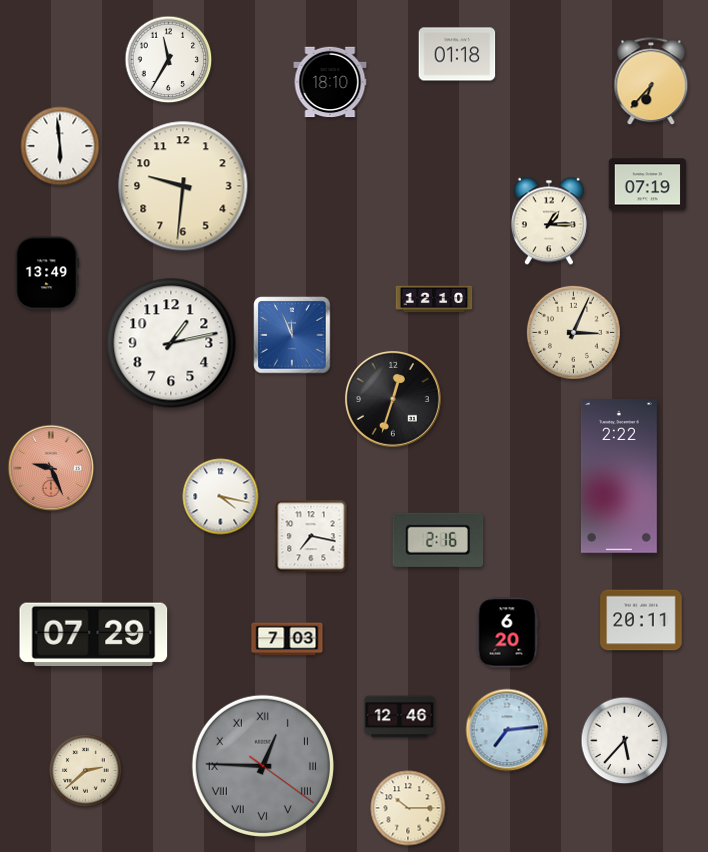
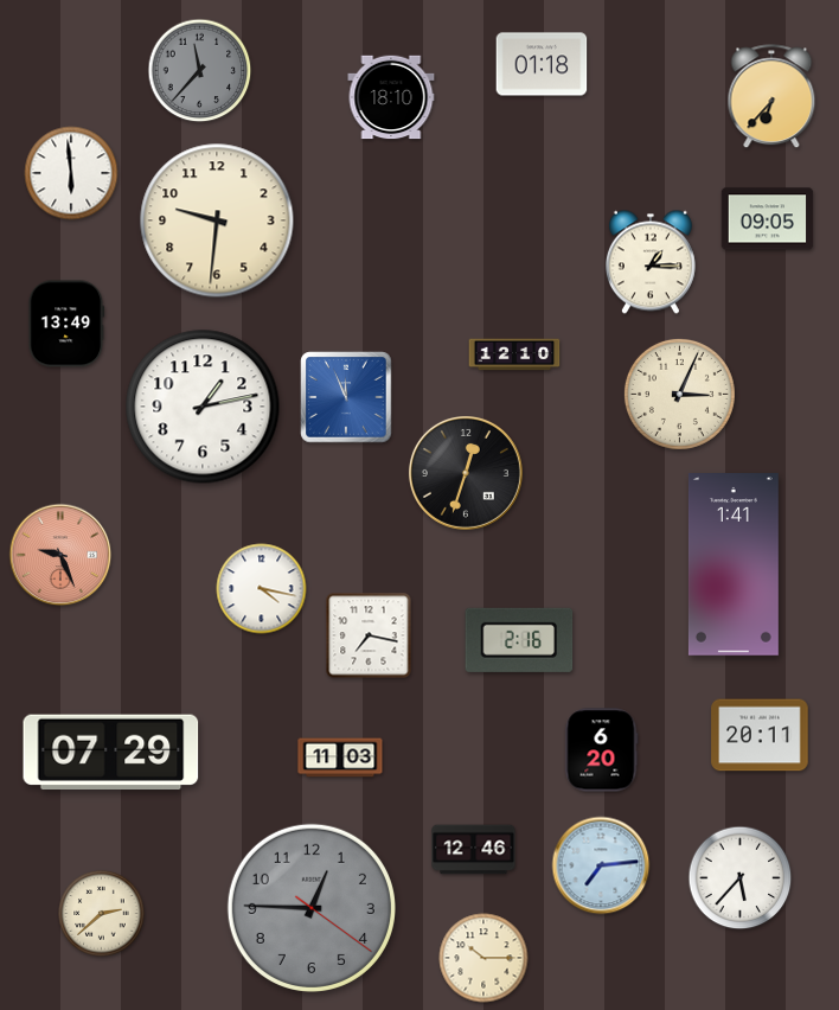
clock at (169, 60): 11:35 -> 11:37
clock at (169, 60) dial: white -> grey
clock at (648, 185): 07:19 -> 09:05
clock at (47, 273) position: (47, 273) -> (66, 324)
clock at (619, 477): 2:22 -> 1:41
clock at (287, 639): 7:03 -> 11:03
clock at (263, 766) numerals: Roman -> Arabic
